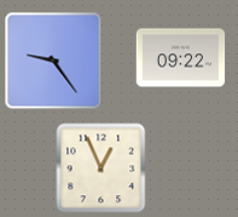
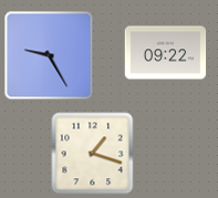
clock at (53, 61): 9:24 -> 9:25
clock at (101, 169): 12:56 -> 1:18
